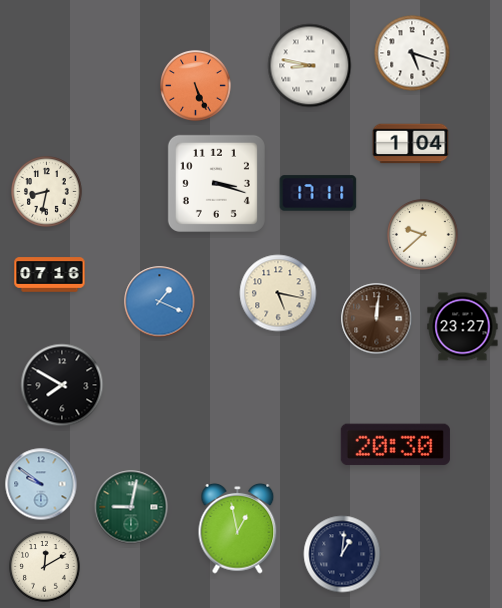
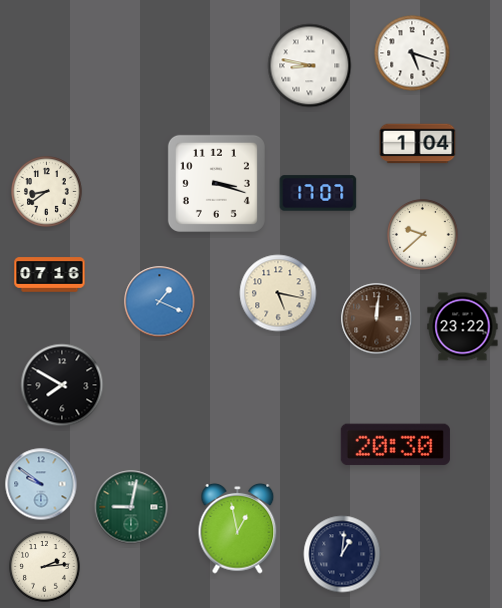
clock at (196, 86): 5:26 -> none
clock at (411, 144) position: (411, 144) -> (418, 144)
clock at (47, 192): 8:32 -> 8:39
clock at (318, 193): 17:11 -> 17:07
clock at (463, 327): 23:27 -> 23:22
clock at (45, 567): 12:10 -> 2:14
